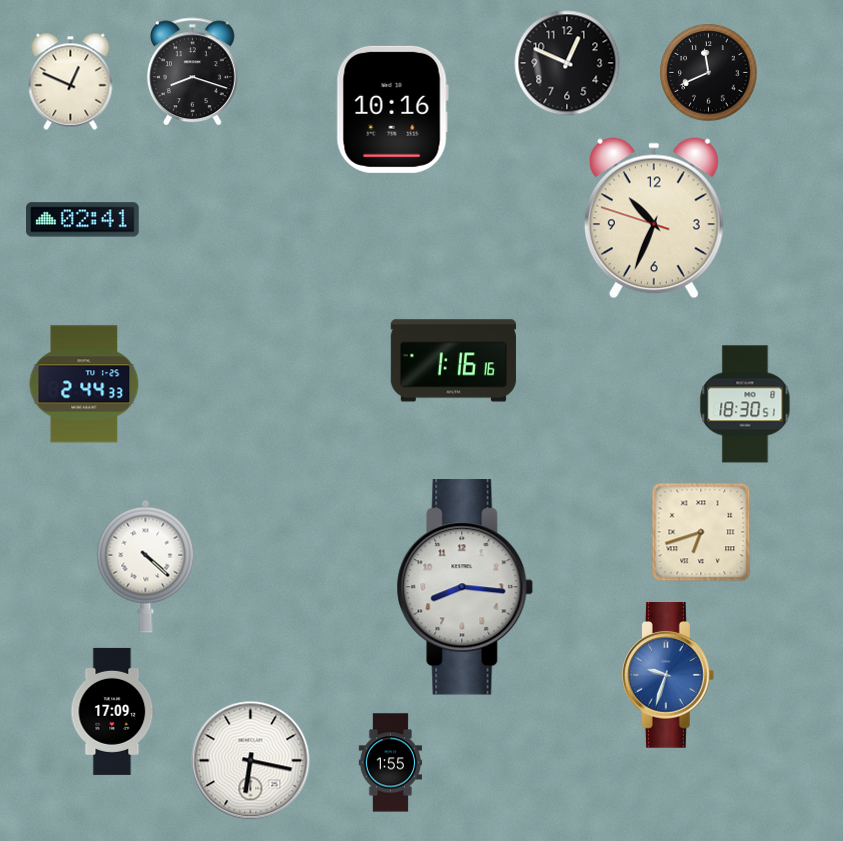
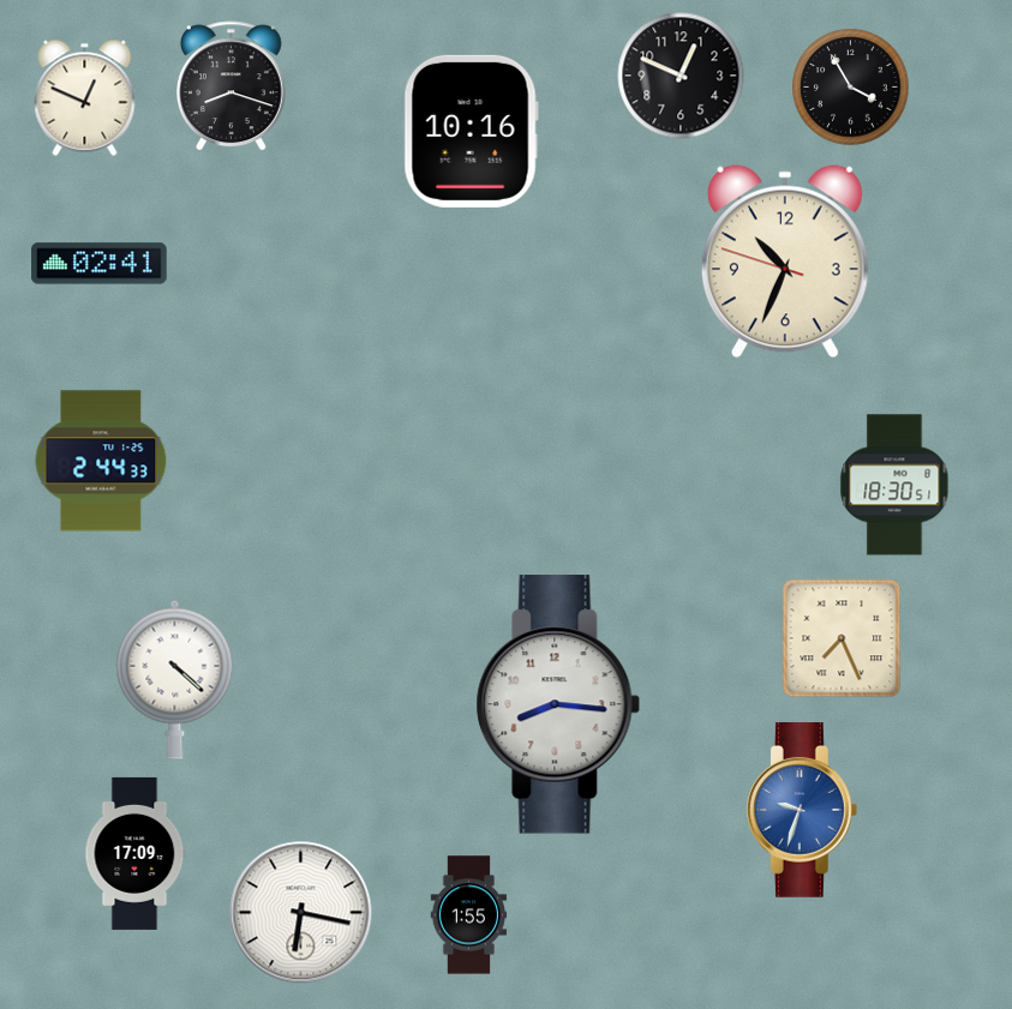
clock at (709, 73): 11:41 -> 3:55
clock at (453, 361): 1:16 -> none
clock at (701, 532): 6:42 -> 7:26
